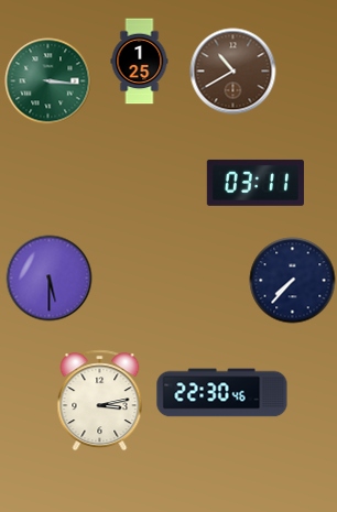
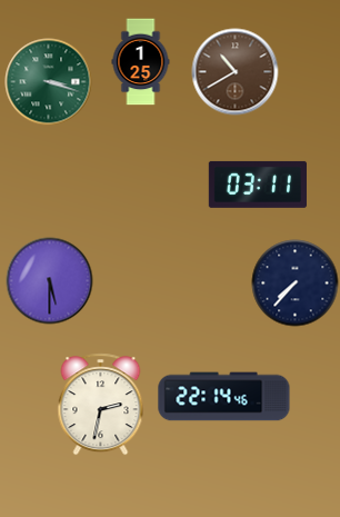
clock at (47, 80): 3:16 -> 3:18
clock at (222, 393): 22:30 -> 22:14
clock at (100, 400): 3:13 -> 2:32
